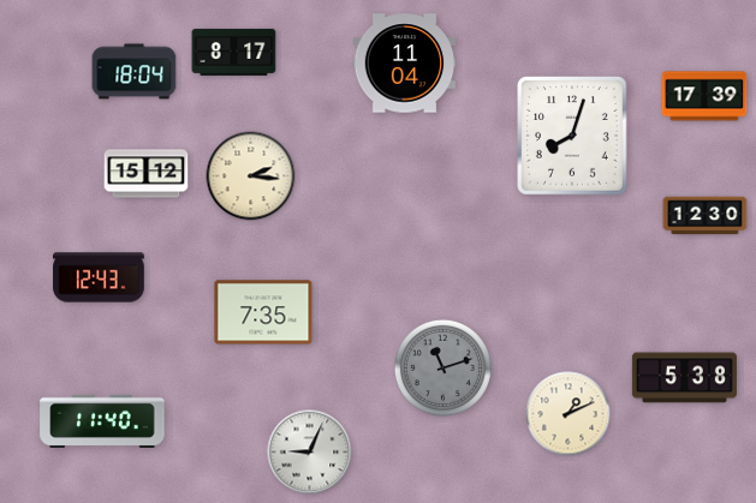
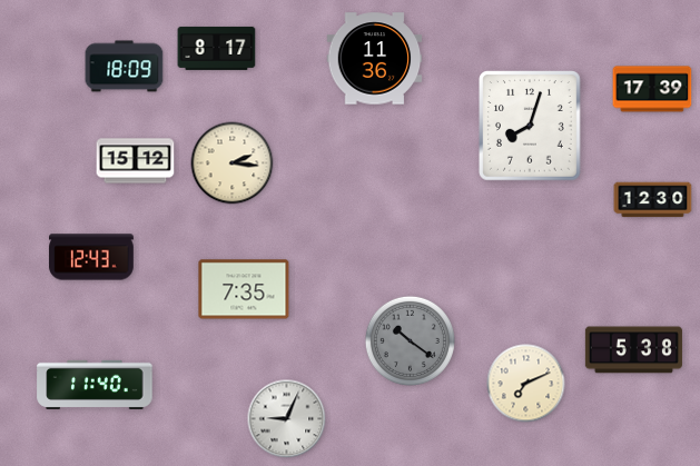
clock at (405, 64): 11:04 -> 11:36
clock at (135, 72): 18:04 -> 18:09
clock at (442, 367): 11:12 -> 10:21
clock at (569, 414): 1:11 -> 7:11
clock at (102, 421) position: (102, 421) -> (95, 385)
